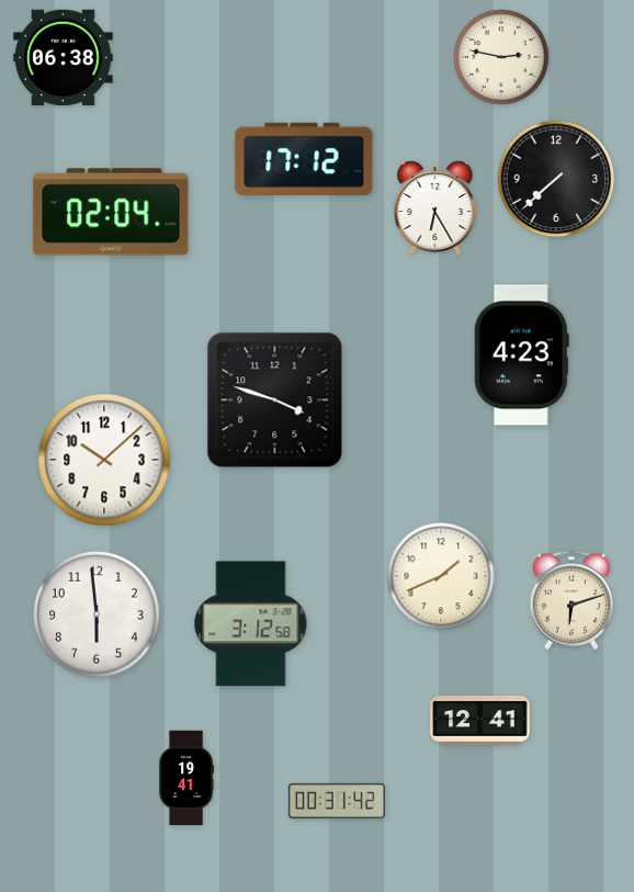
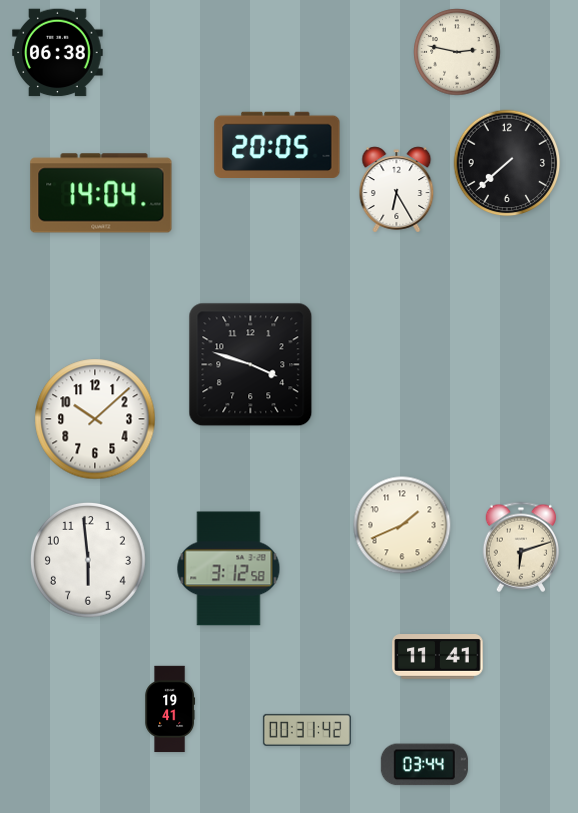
clock at (304, 158): 17:12 -> 20:05
clock at (111, 212): 02:04 -> 14:04
clock at (521, 355): 4:23 -> none
clock at (480, 721): 12:41 -> 11:41
clock at (424, 765): none -> 03:44
